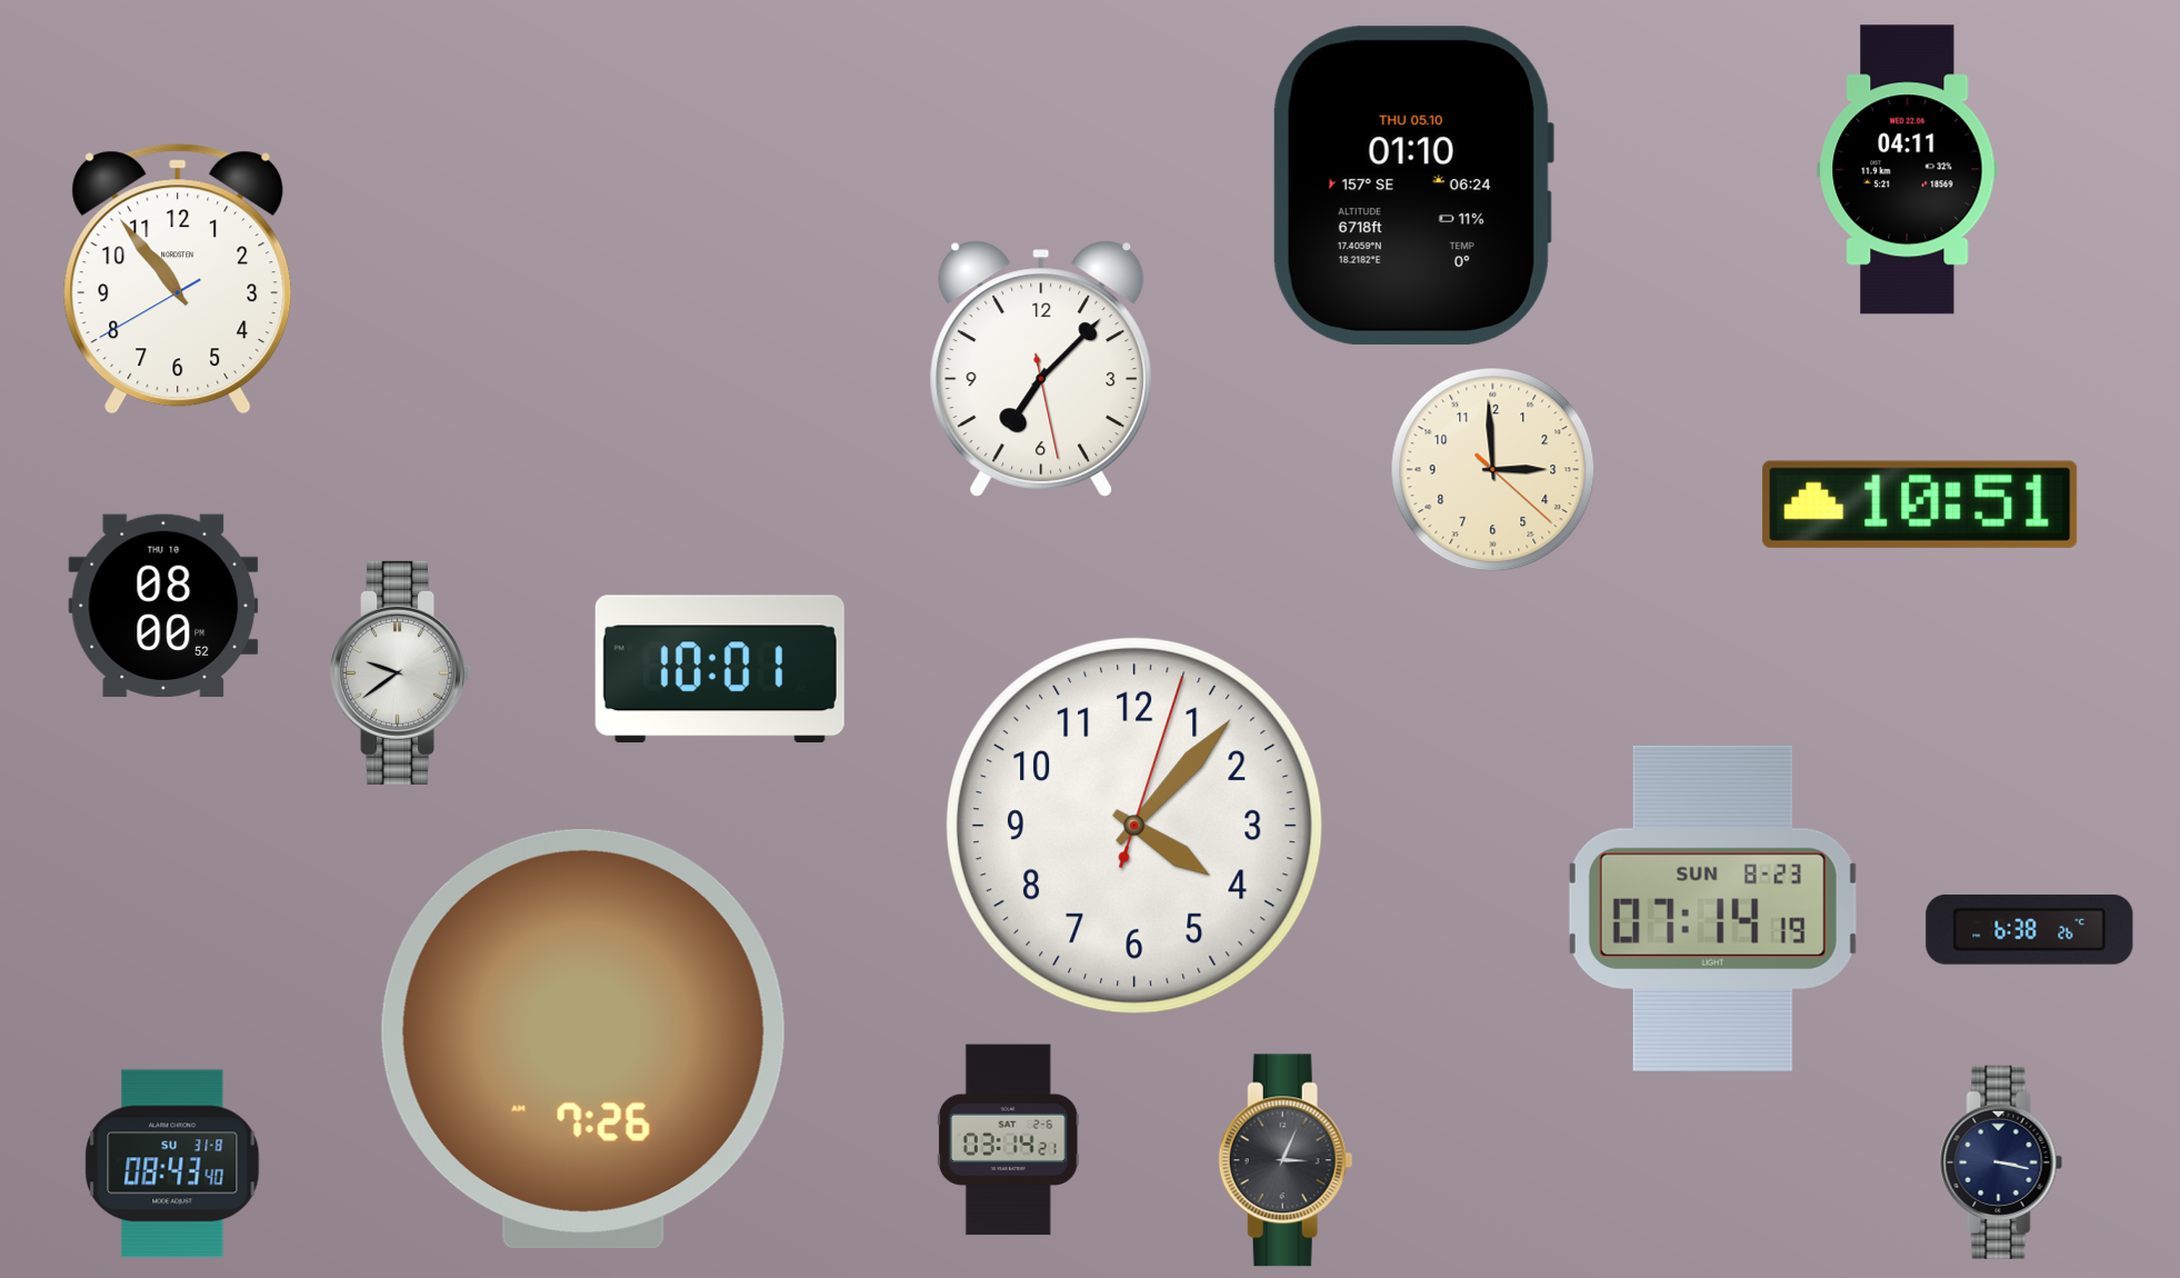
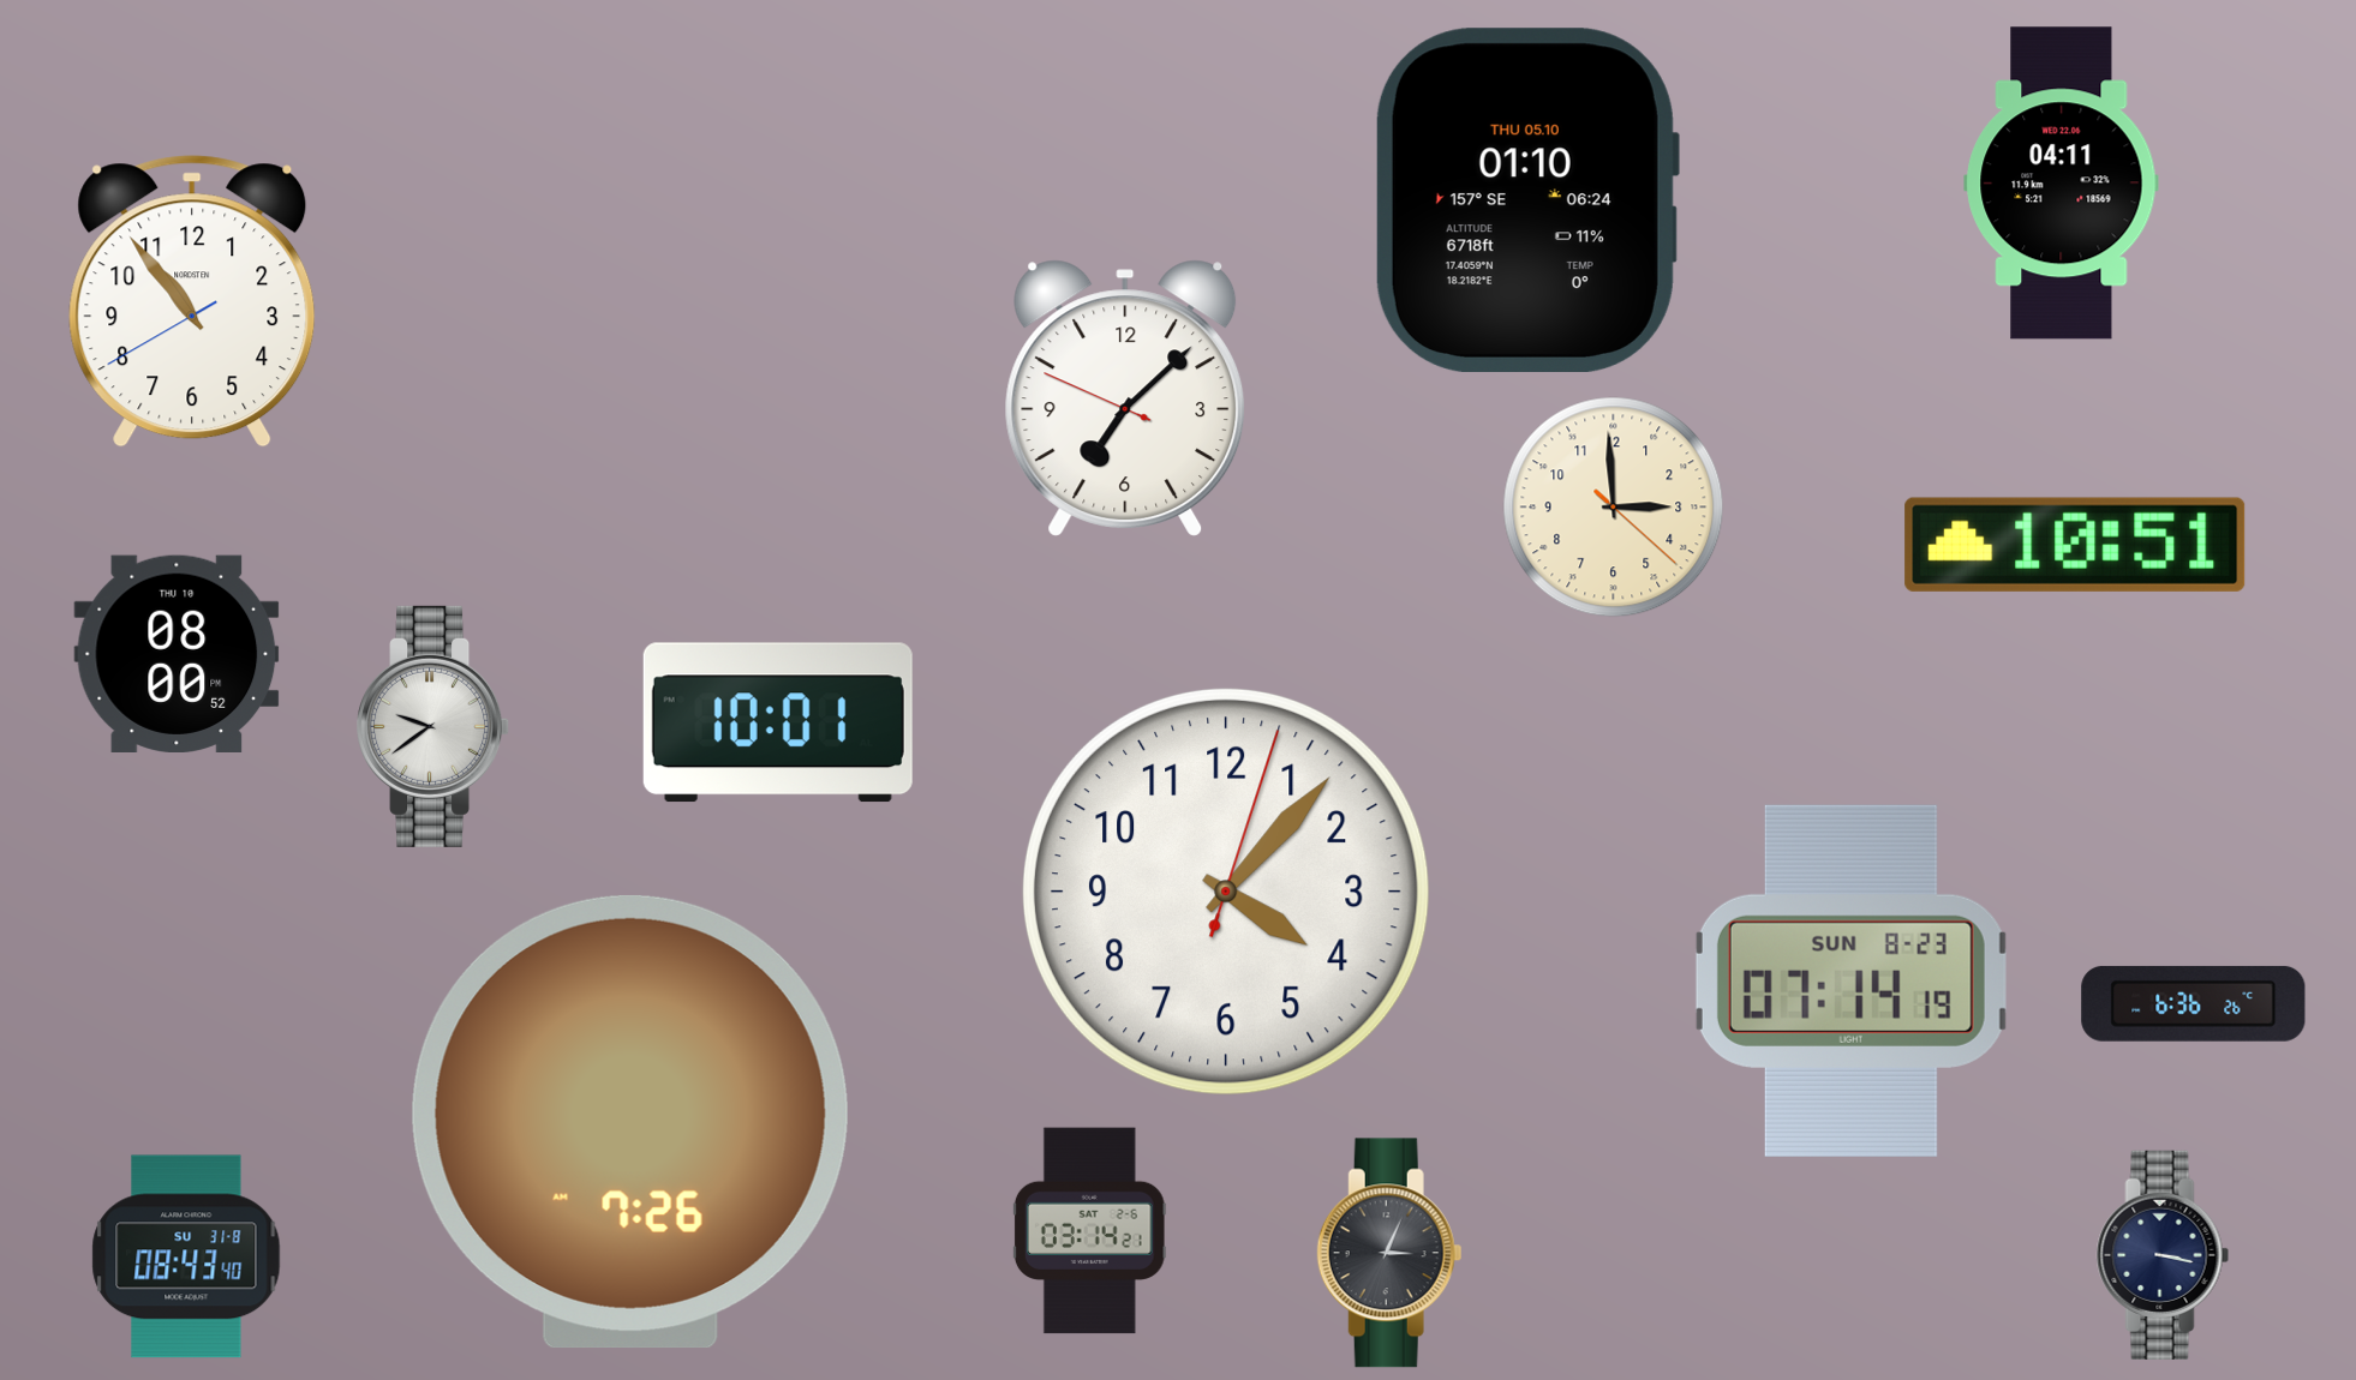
clock at (1041, 369): 7:07:28 -> 7:07:49
clock at (2030, 929): 6:38 -> 6:36
